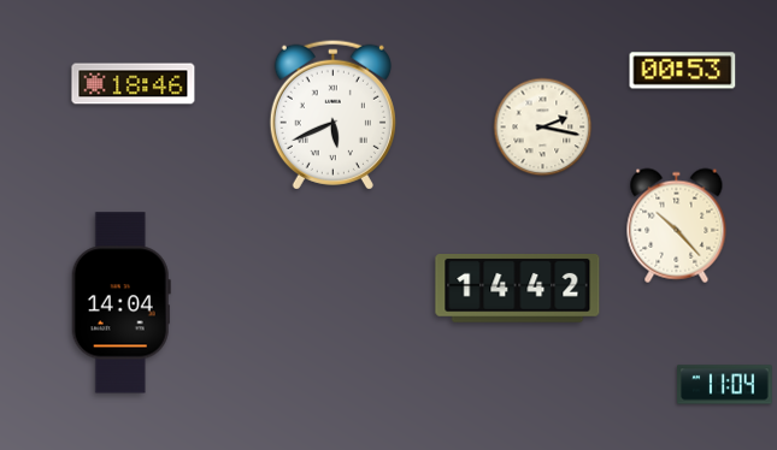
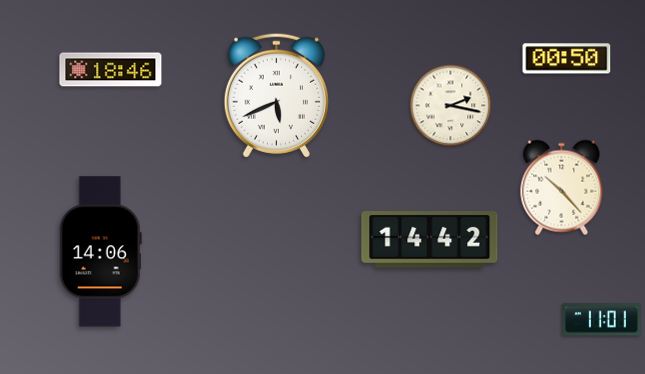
clock at (683, 71): 00:53 -> 00:50
clock at (120, 303): 14:04 -> 14:06
clock at (725, 385): 11:04 -> 11:01
